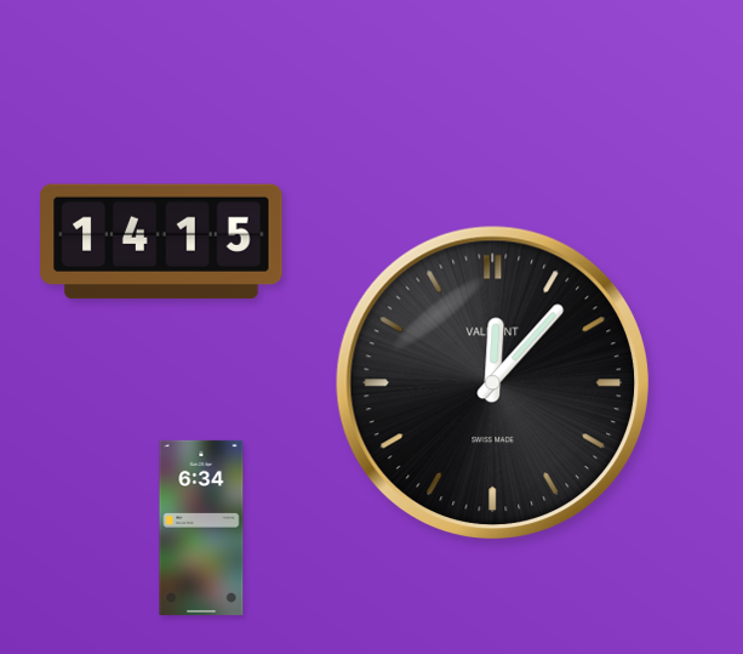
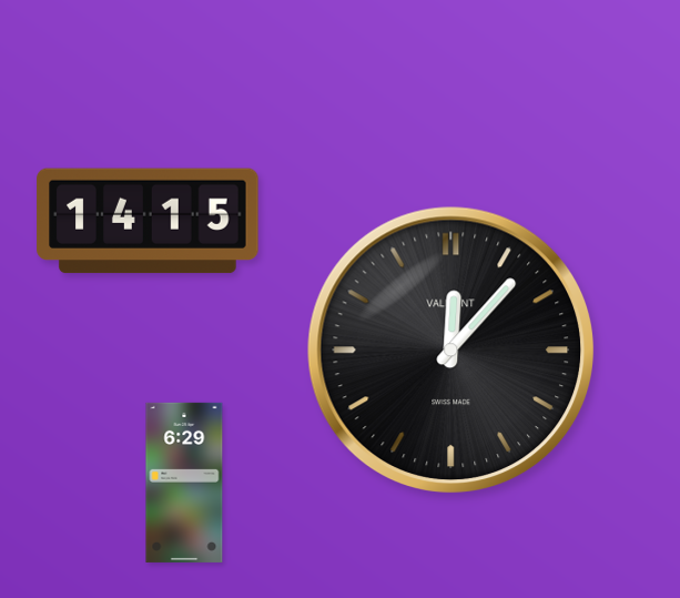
clock at (201, 528): 6:34 -> 6:29
